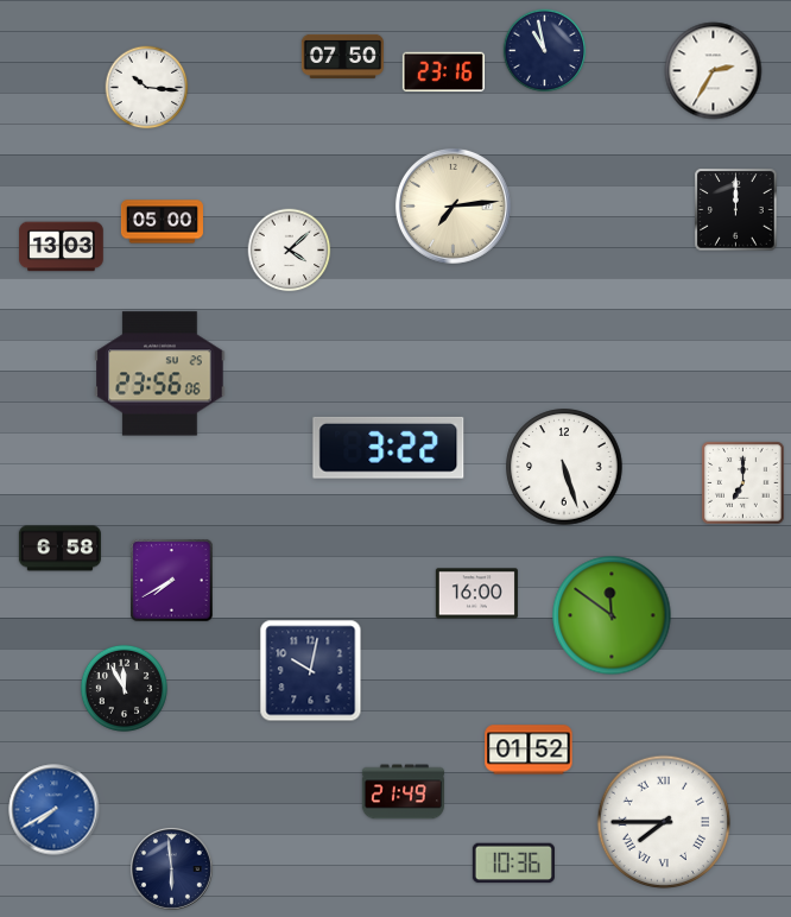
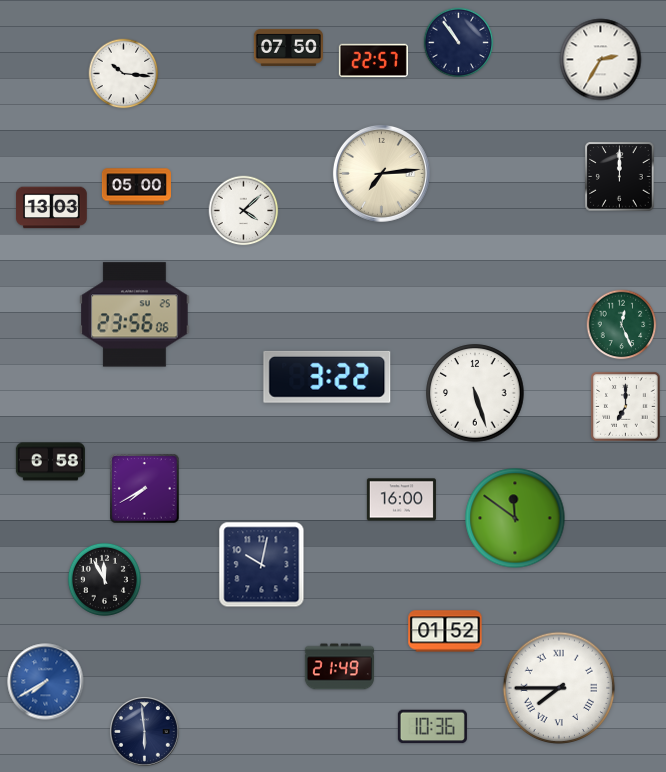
clock at (545, 51): 10:58 -> 10:54
clock at (443, 72): 23:16 -> 22:57
clock at (622, 325): none -> 12:26
clock at (664, 822) position: (664, 822) -> (559, 688)
